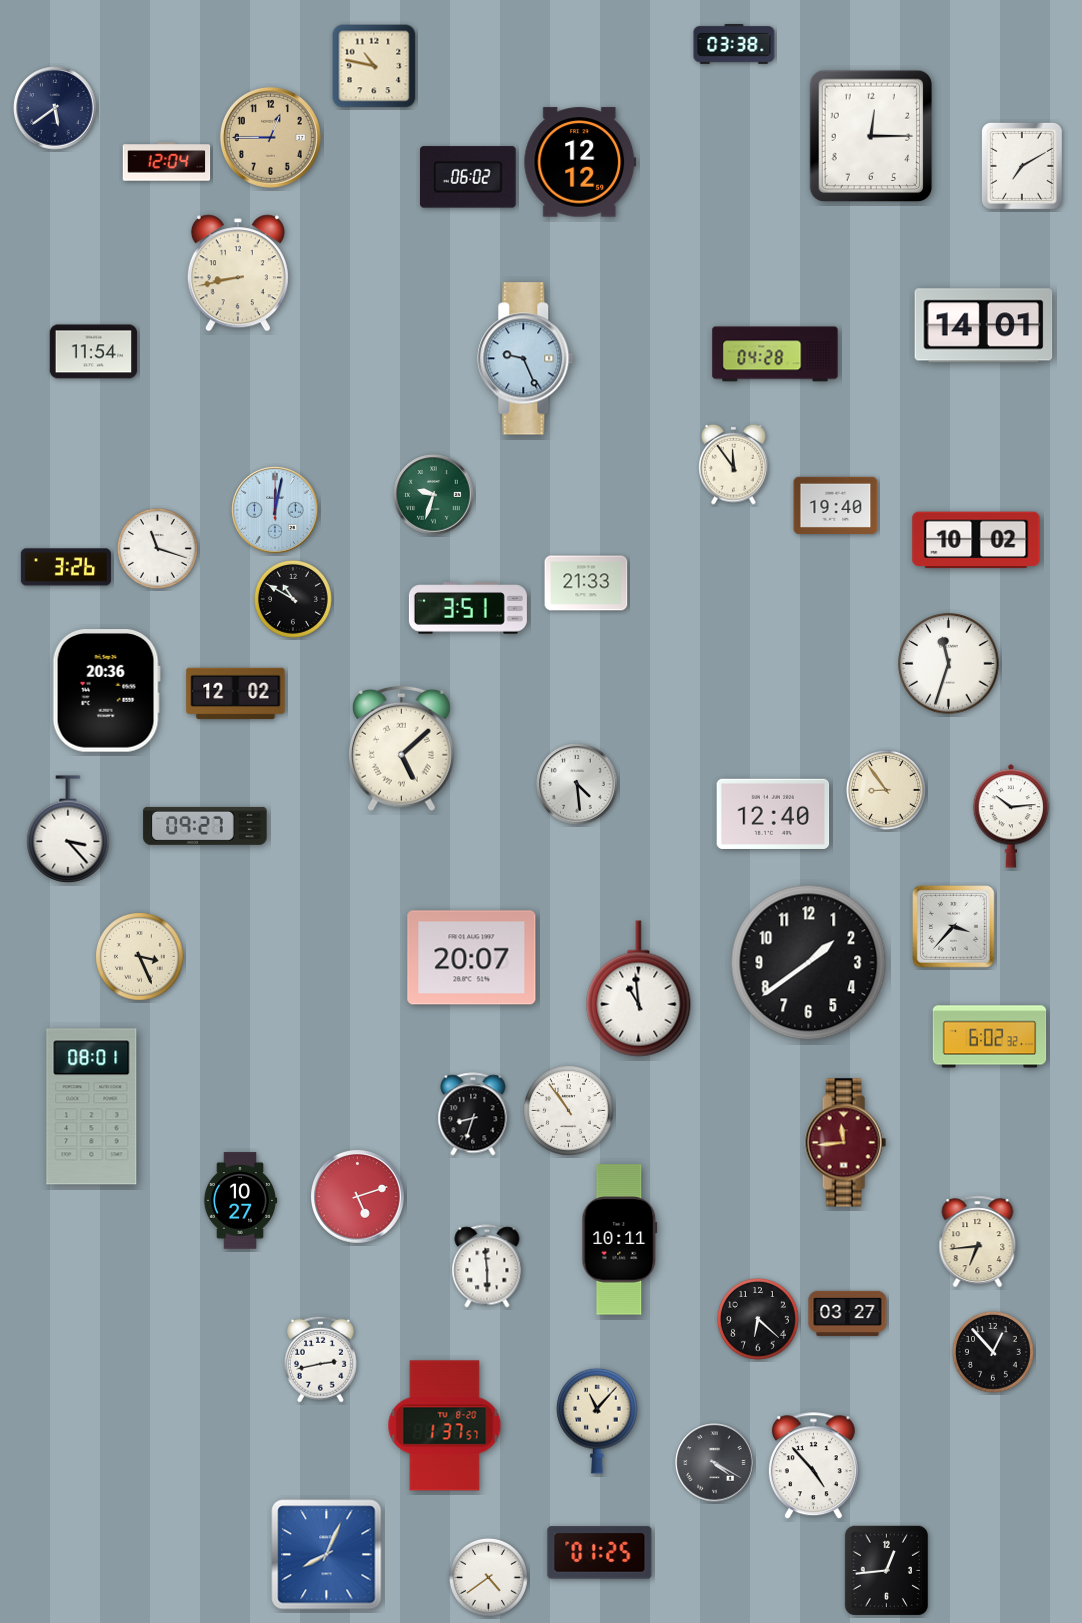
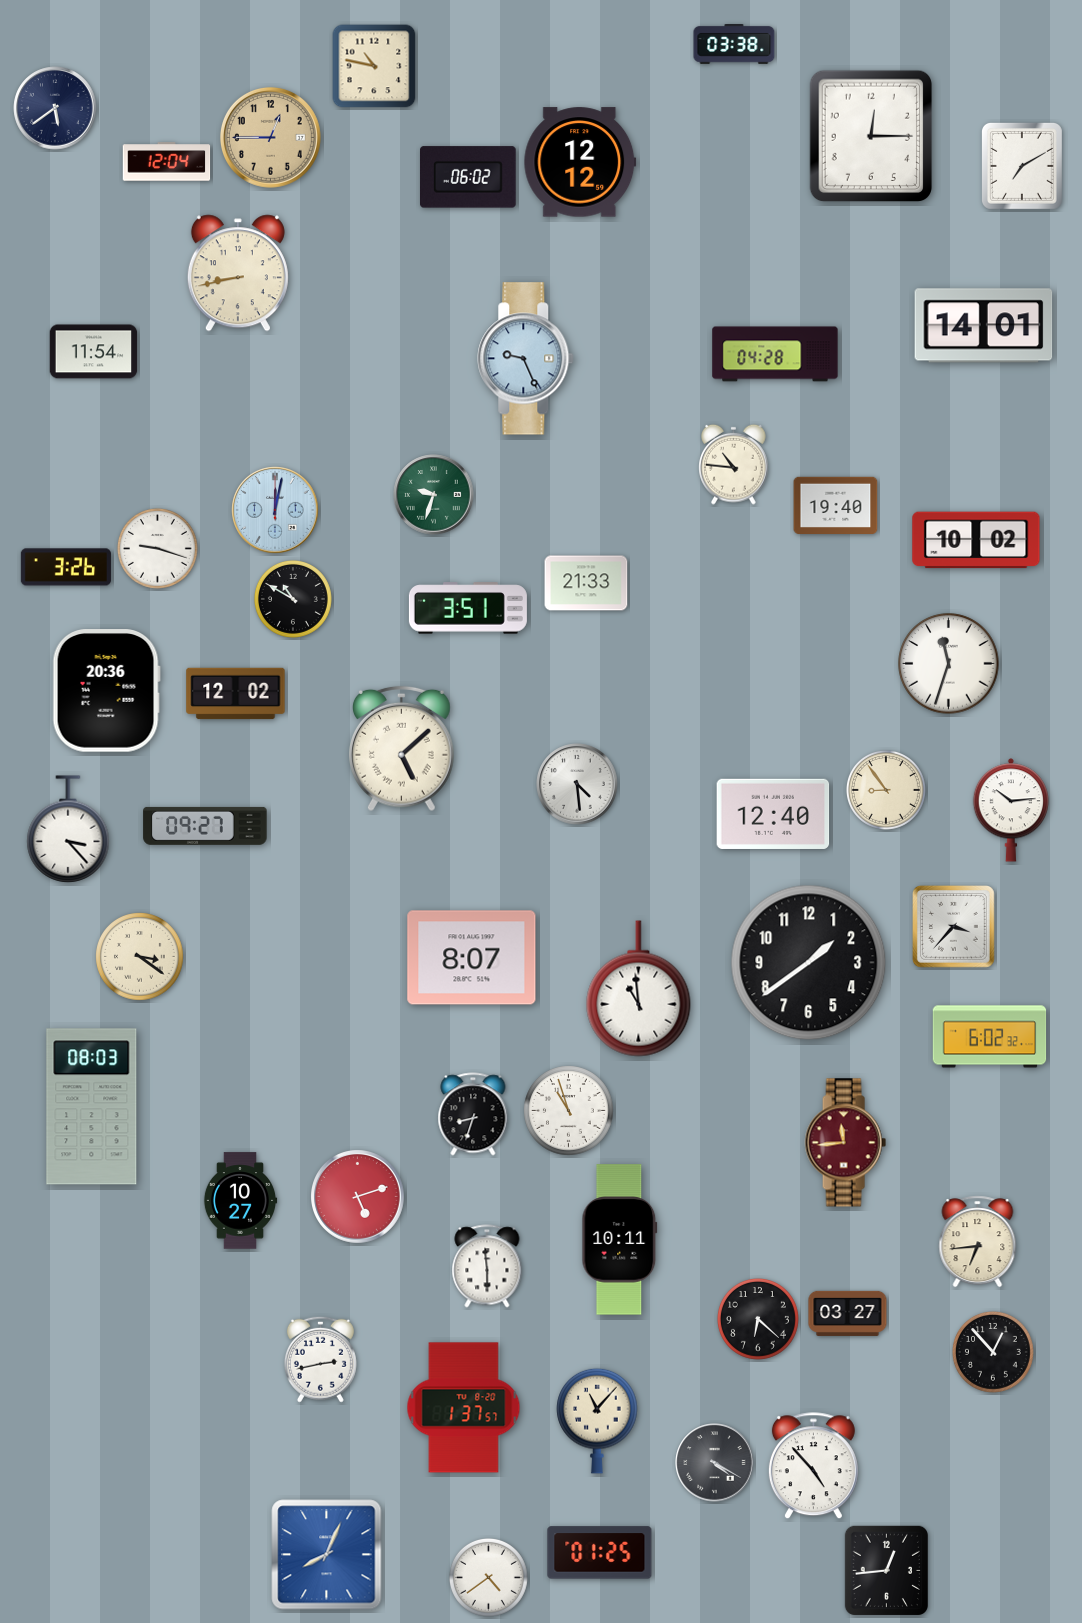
clock at (734, 464): 11:54 -> 10:46
clock at (157, 548): 11:18 -> 9:18
clock at (1011, 816) position: (1011, 816) -> (1011, 810)
clock at (140, 957): 3:26 -> 3:21
clock at (472, 958): 20:07 -> 8:07
clock at (92, 1107): 08:01 -> 08:03
clock at (569, 1111): 10:54 -> 10:57
clock at (445, 1426) position: (445, 1426) -> (464, 1408)
